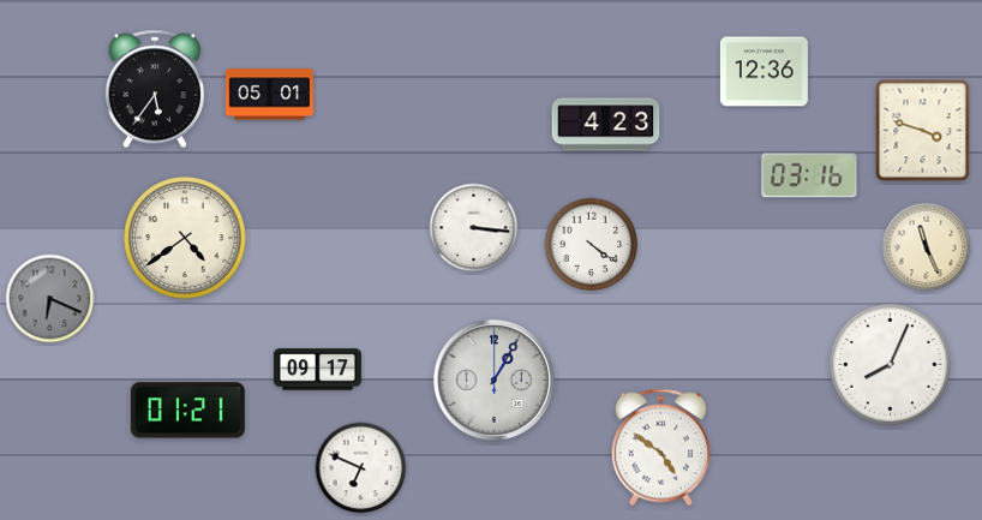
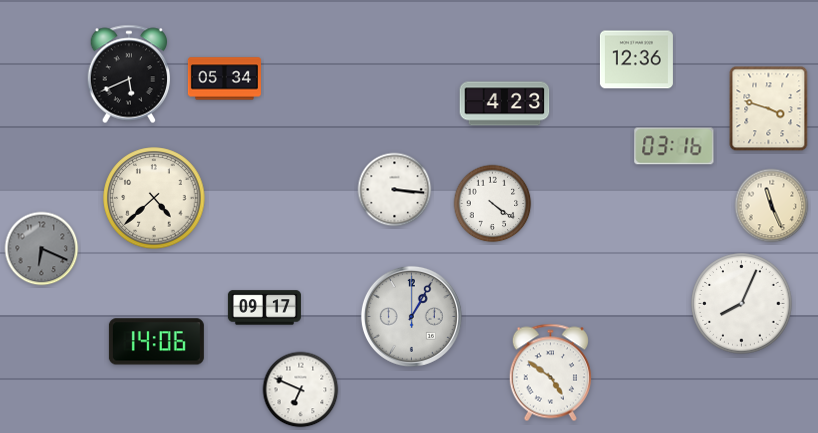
clock at (155, 89): 5:36 -> 5:41
clock at (269, 95): 05:01 -> 05:34
clock at (185, 238): 4:39 -> 4:38
clock at (187, 411): 01:21 -> 14:06
